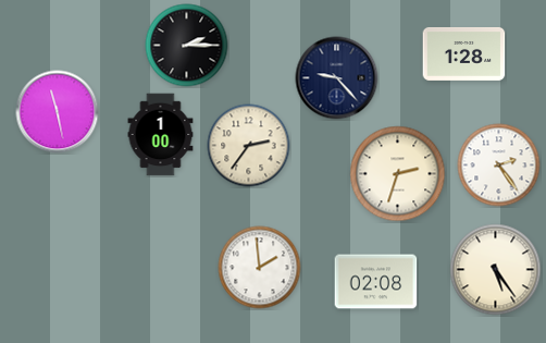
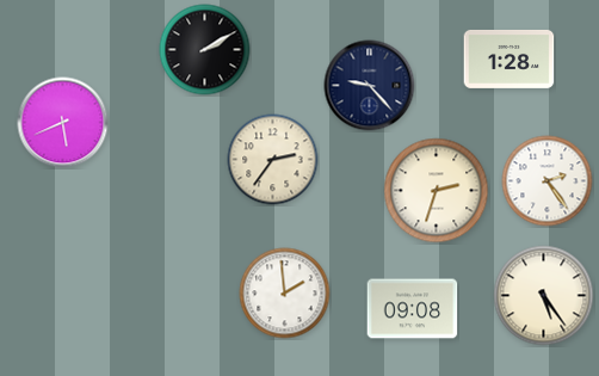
clock at (187, 46): 2:15 -> 2:10
clock at (58, 112): 11:28 -> 5:41
clock at (161, 135): 1:00 -> none
clock at (376, 282): 02:08 -> 09:08
